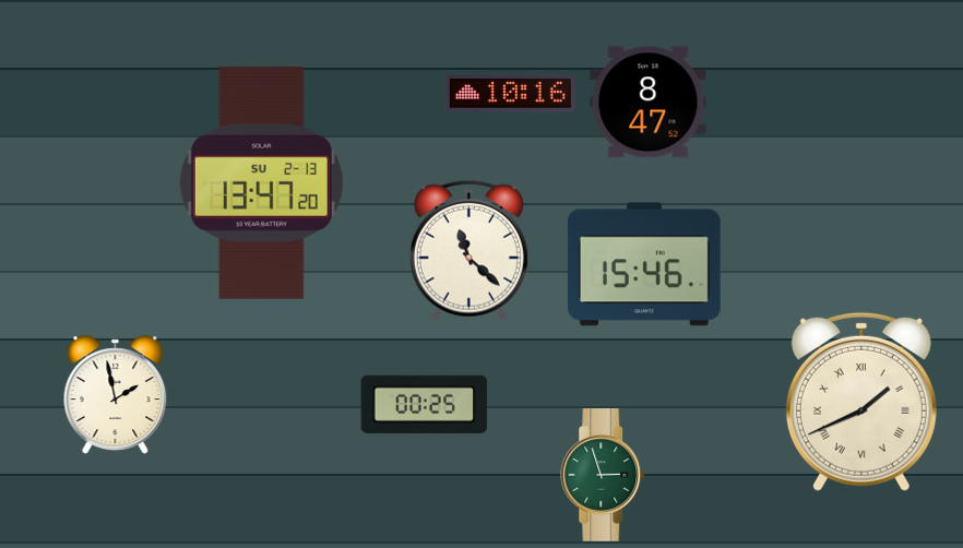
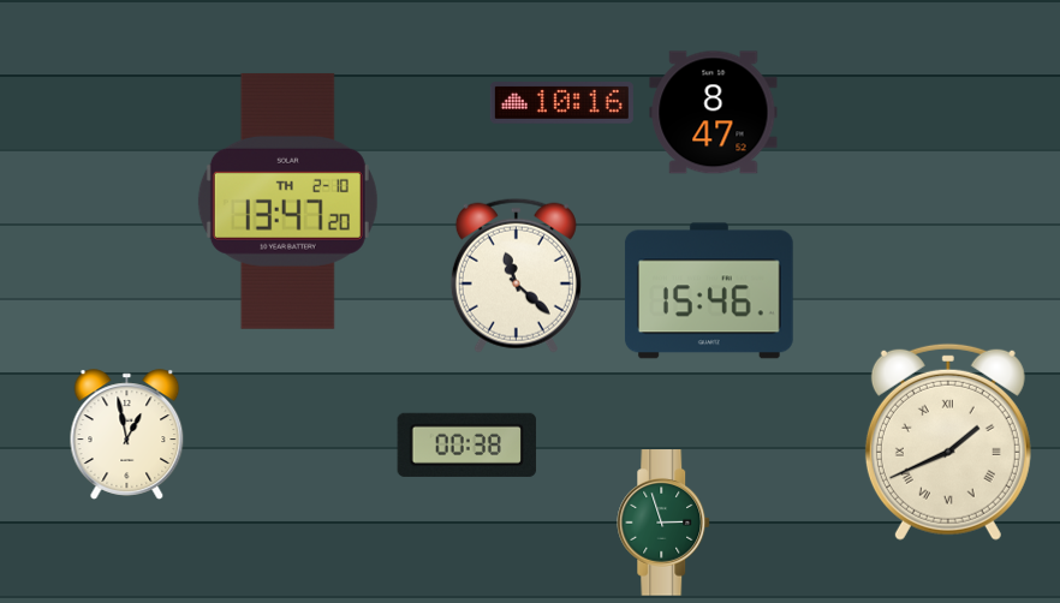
clock at (261, 182) date: SU 2-13 -> TH 2-10
clock at (116, 395): 1:58 -> 12:58
clock at (425, 404): 00:25 -> 00:38
